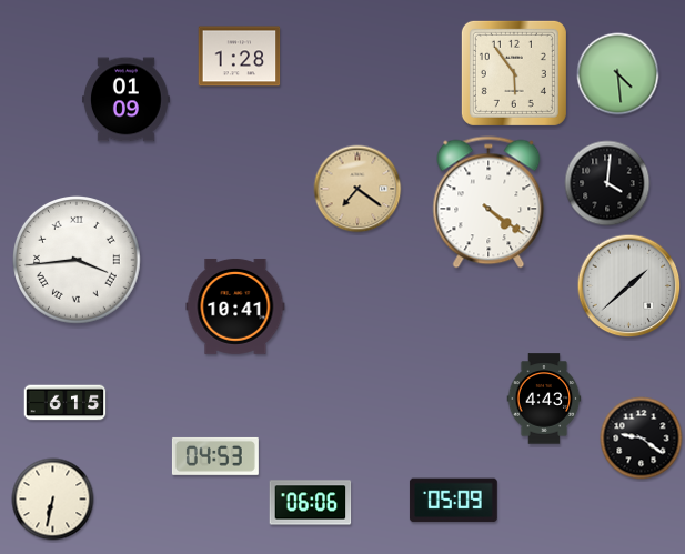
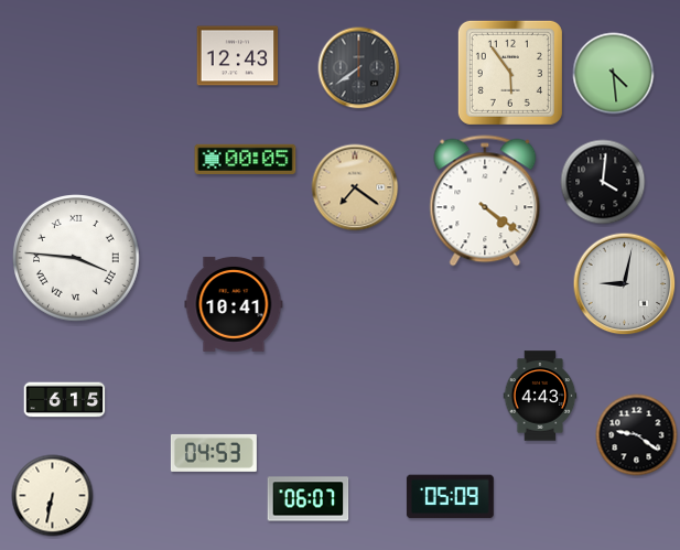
clock at (240, 57): 1:28 -> 12:43
clock at (359, 68): none -> 7:39
clock at (125, 100): 01:09 -> none
clock at (246, 159): none -> 00:05
clock at (78, 261): 3:44 -> 3:46
clock at (629, 286): 1:38 -> 9:02
clock at (311, 503): 06:06 -> 06:07
